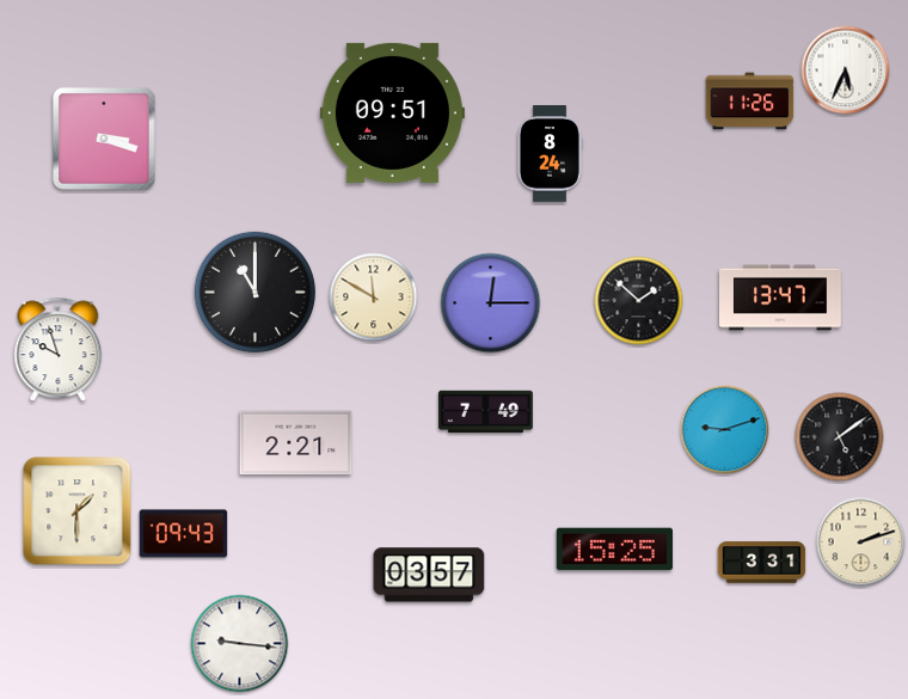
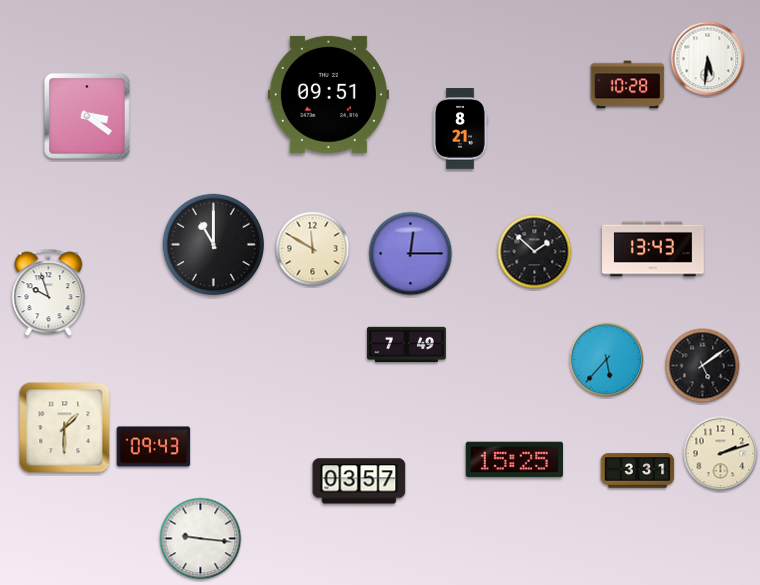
clock at (846, 70): 5:34 -> 5:31
clock at (750, 102): 11:26 -> 10:28
clock at (104, 139): 3:18 -> 3:21
clock at (551, 154): 8:24 -> 8:21
clock at (781, 298): 13:47 -> 13:43
clock at (725, 430): 9:12 -> 5:37
clock at (296, 443): 2:21 -> none
